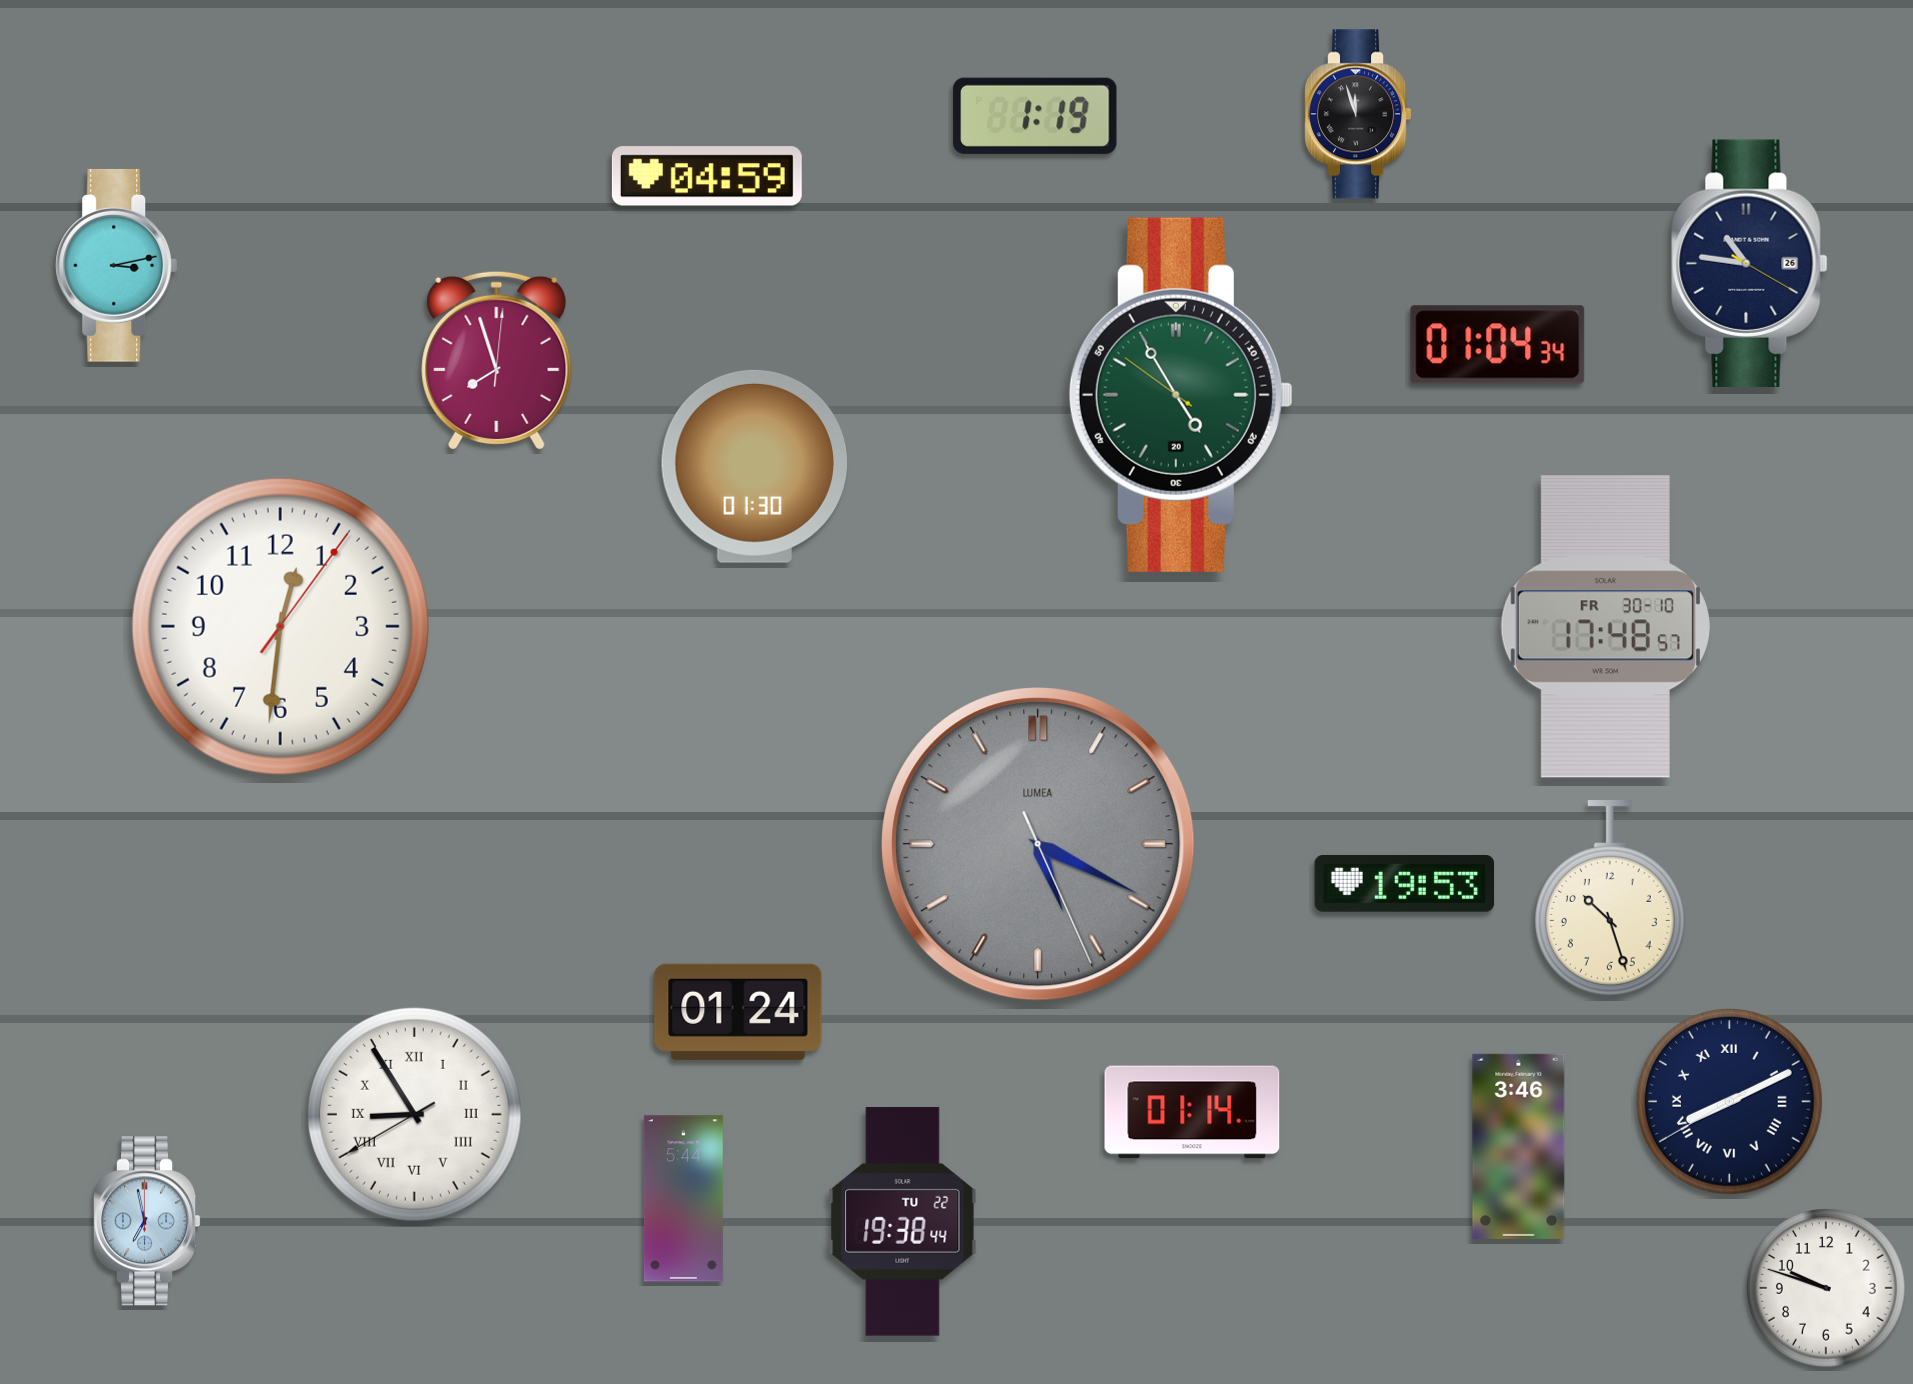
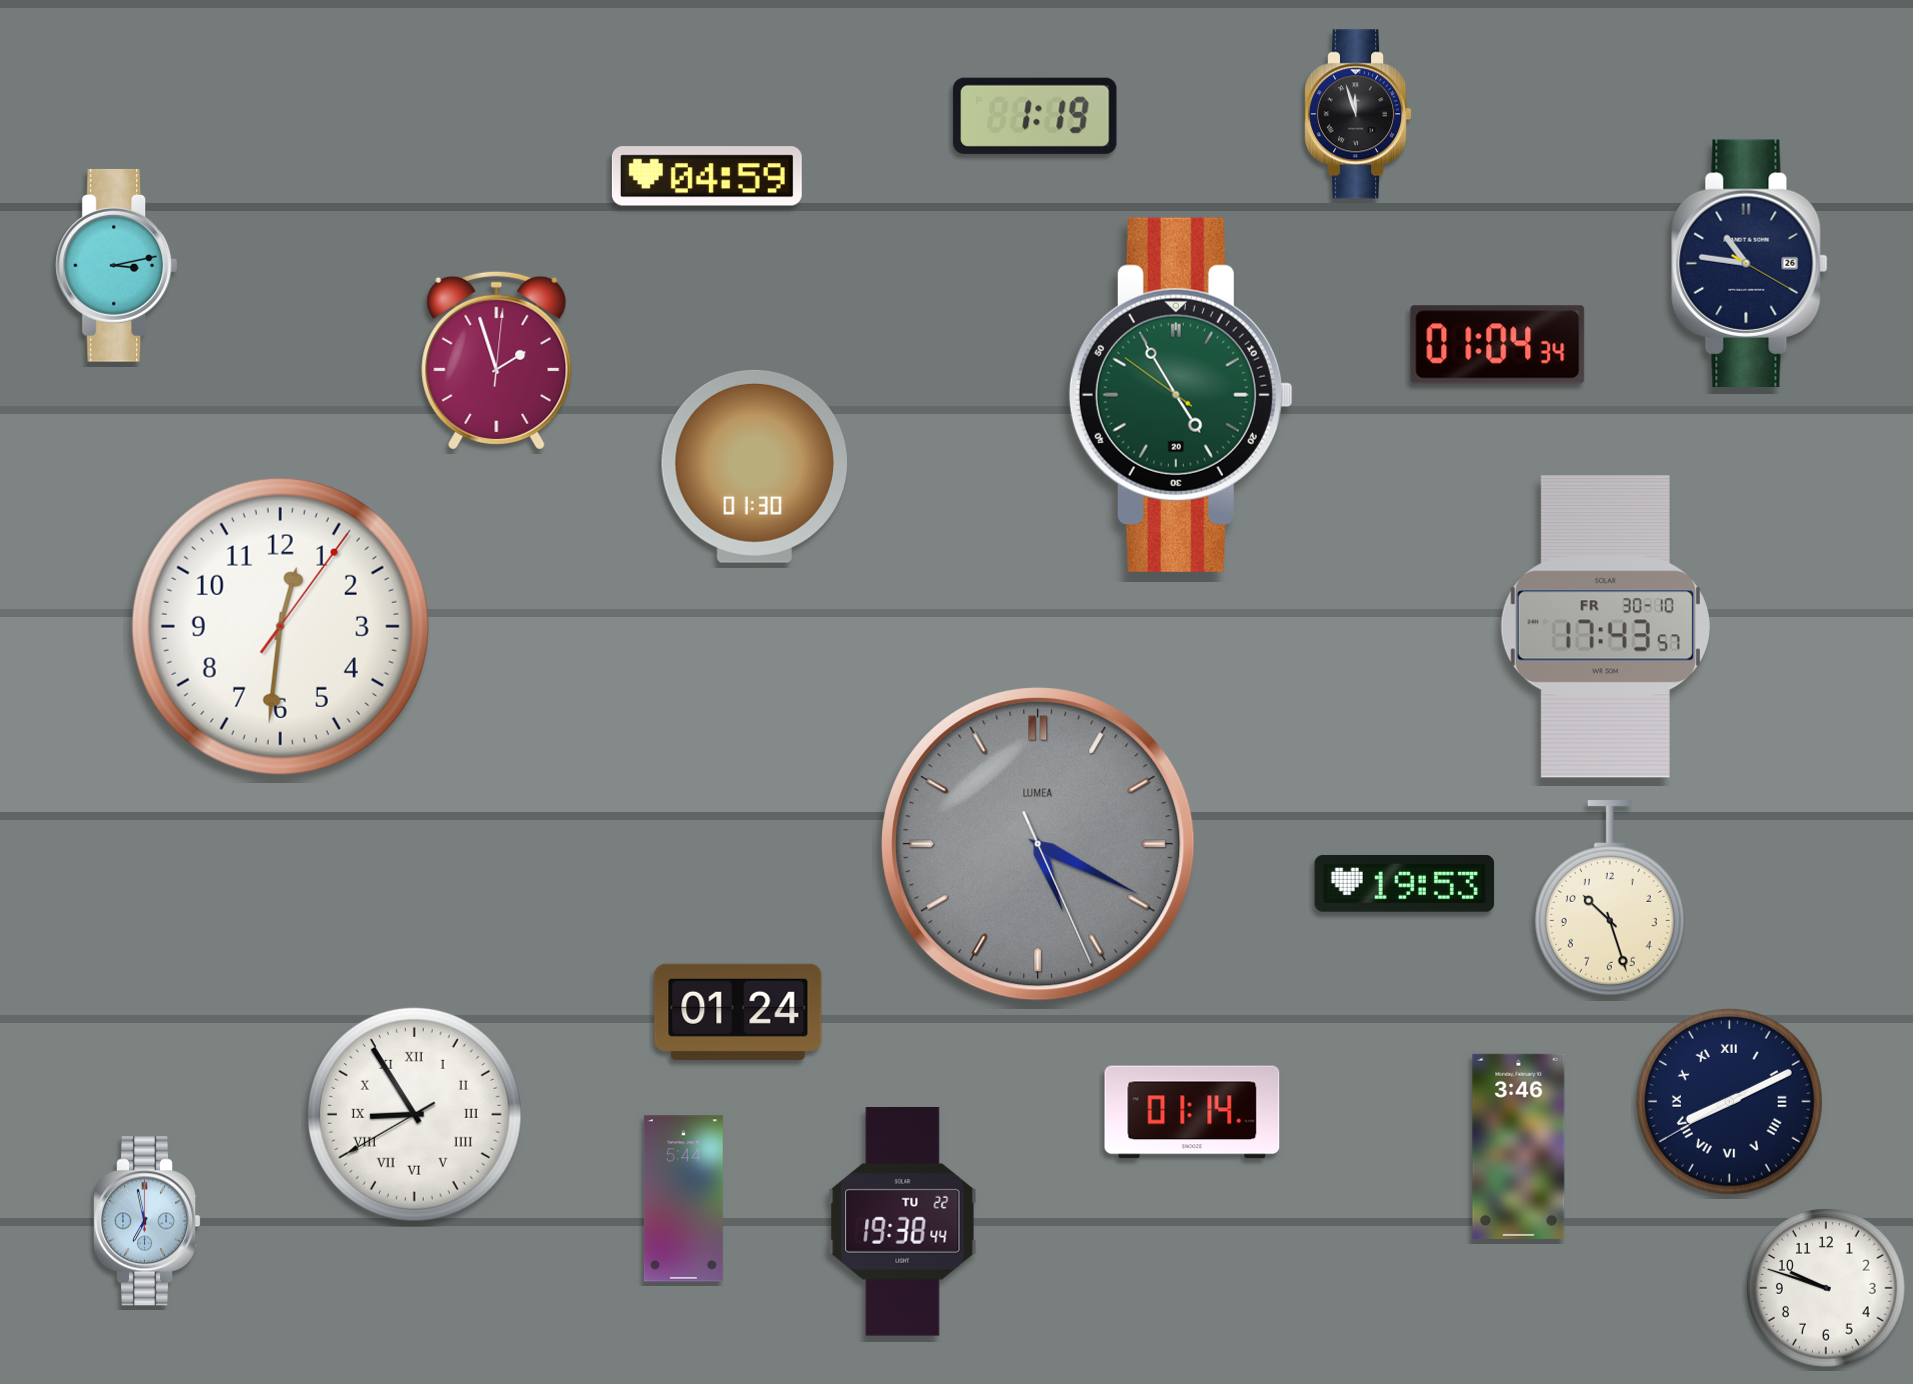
clock at (497, 360): 7:57 -> 1:57
clock at (1605, 627): 17:48 -> 17:43
